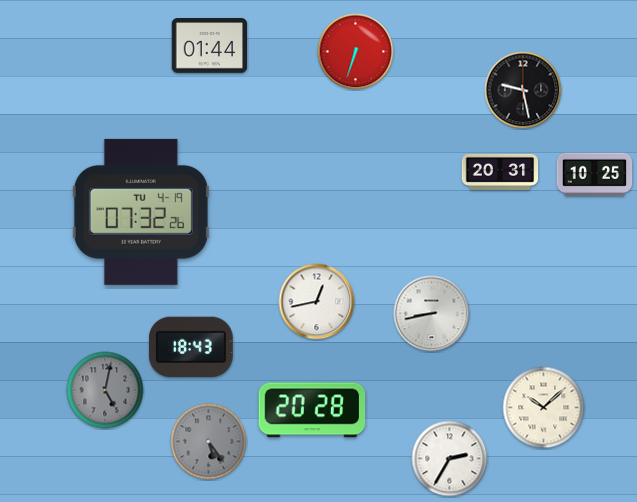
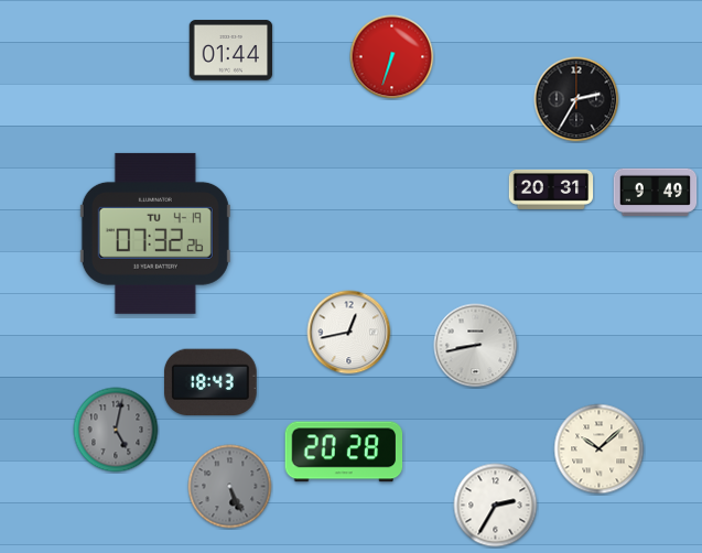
clock at (523, 90): 9:28 -> 2:35
clock at (595, 174): 10:25 -> 9:49
clock at (209, 442): 5:24 -> 5:26
